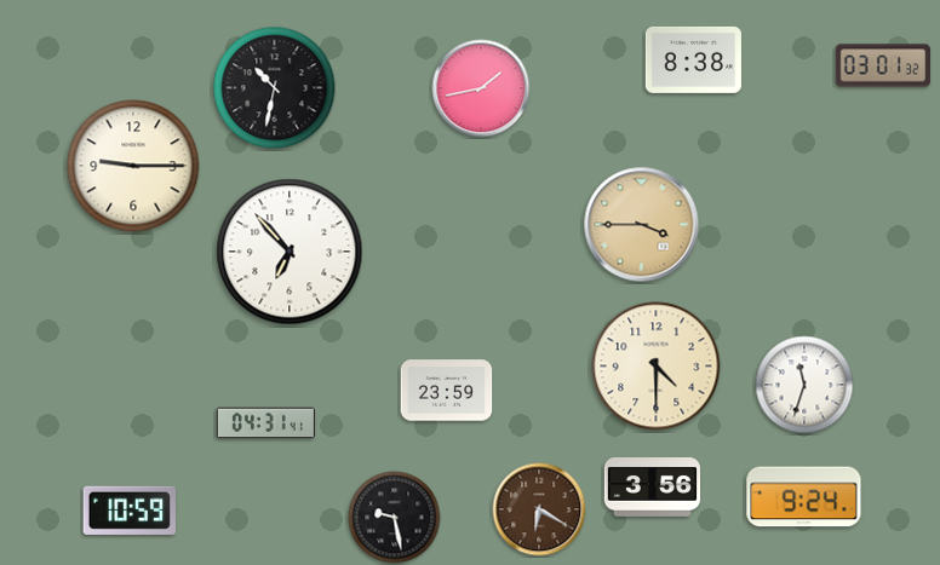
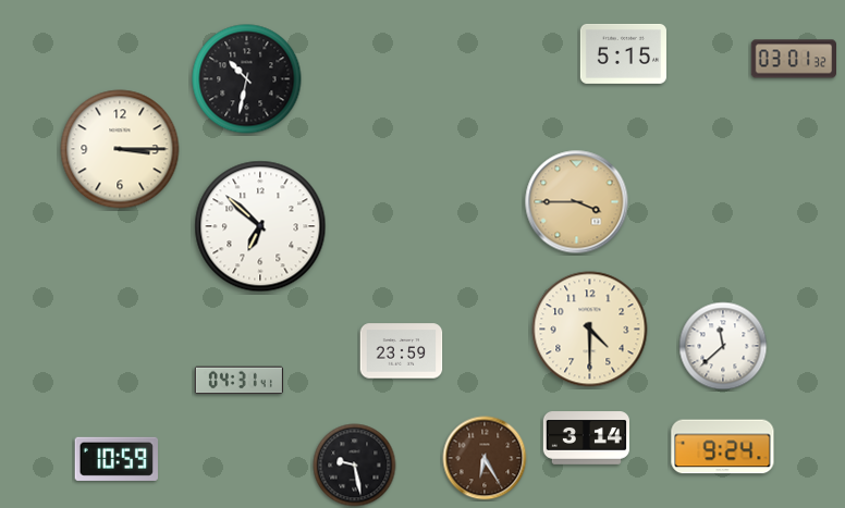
clock at (693, 59): 8:38 -> 5:15
clock at (481, 88): 1:43 -> none
clock at (133, 166): 9:15 -> 3:15
clock at (290, 252): 6:53 -> 6:52
clock at (804, 385): 11:33 -> 11:38
clock at (652, 488): 3:56 -> 3:14
clock at (539, 509): 6:20 -> 6:25
